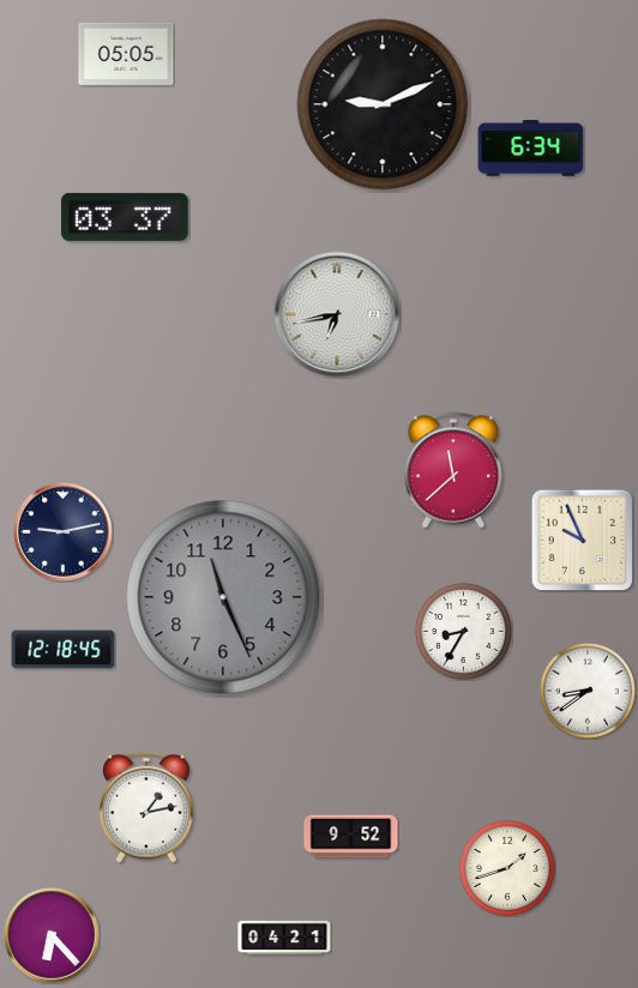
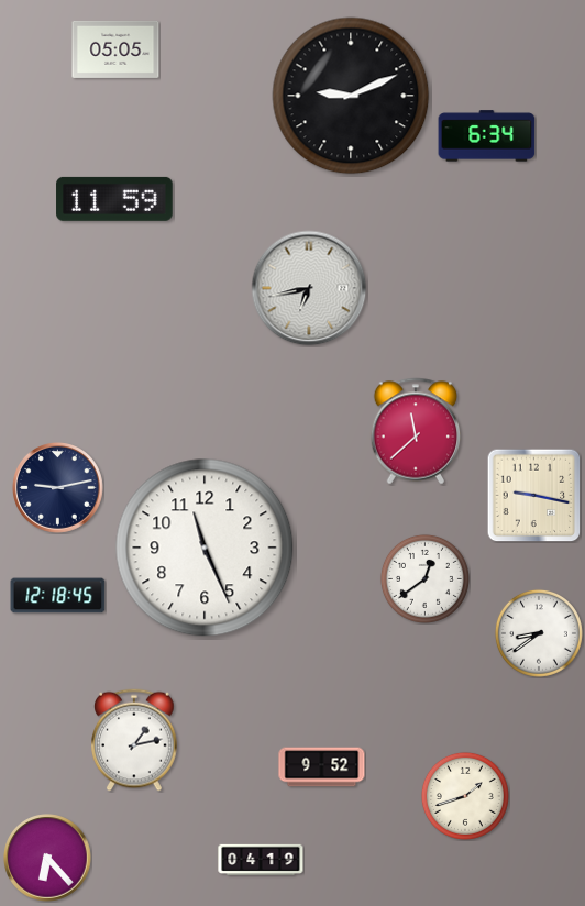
clock at (125, 217): 03:37 -> 11:59
clock at (582, 540): 9:56 -> 9:17
clock at (223, 597) dial: grey -> white
clock at (463, 631): 8:35 -> 12:39
clock at (284, 938): 04:21 -> 04:19
